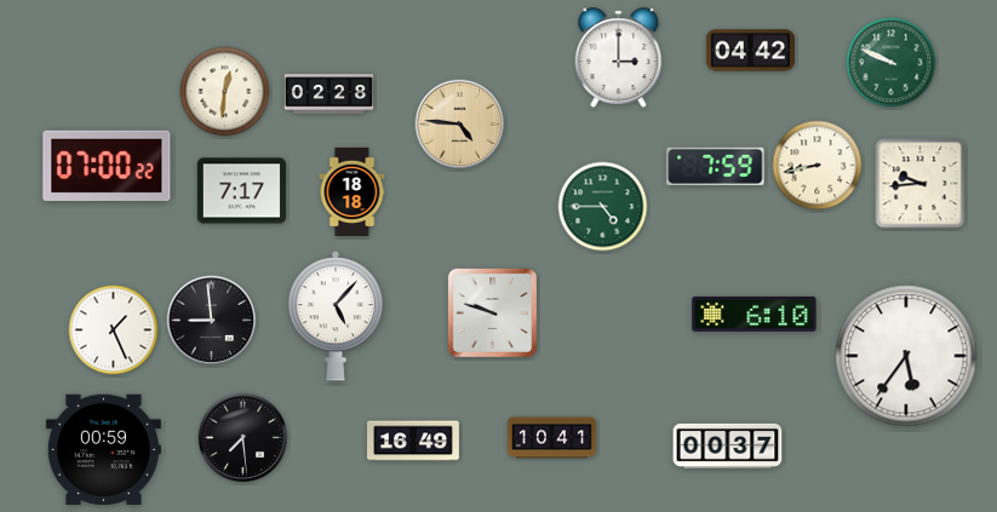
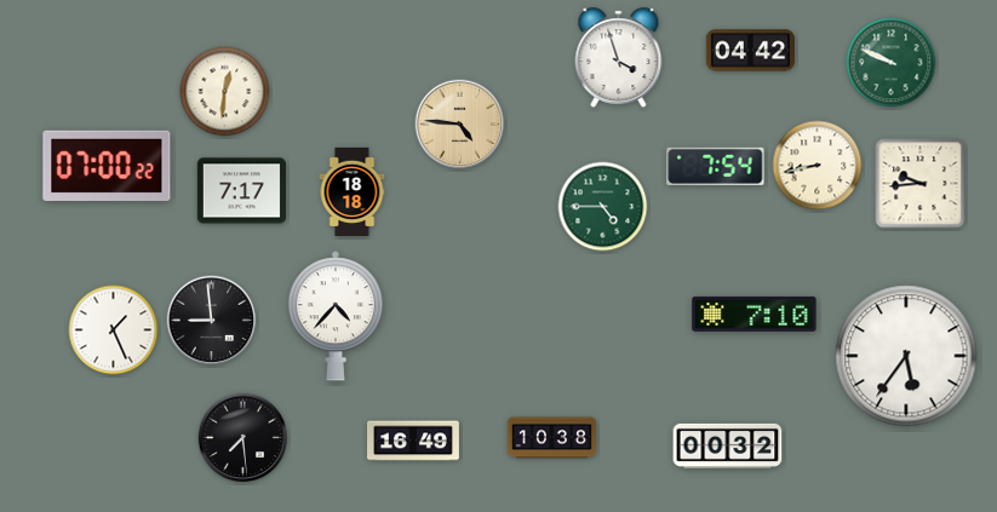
clock at (619, 58): 3:00 -> 3:57
clock at (328, 94): 02:28 -> none
clock at (716, 166): 7:59 -> 7:54
clock at (492, 312): 9:48 -> none
clock at (755, 313): 6:10 -> 7:10
clock at (336, 316): 5:07 -> 4:37
clock at (551, 438): 10:41 -> 10:38
clock at (728, 445): 00:37 -> 00:32
clock at (103, 450): 00:59 -> none
